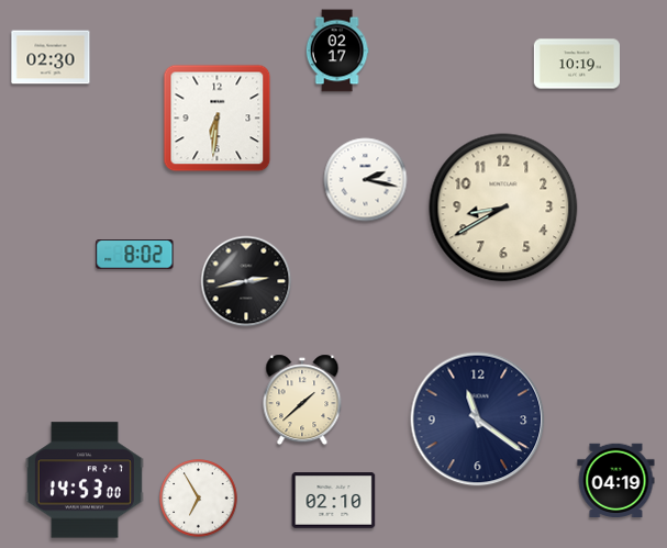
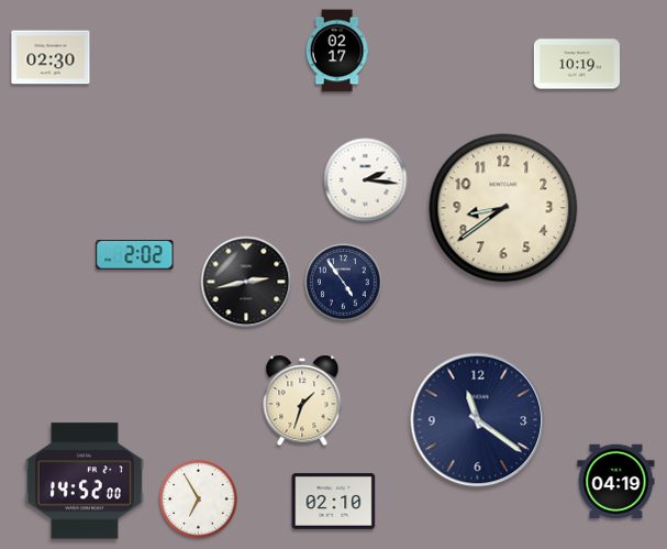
clock at (218, 119): 6:31 -> none
clock at (366, 180): 2:17 -> 2:16
clock at (503, 208): 8:40 -> 8:39
clock at (135, 255): 8:02 -> 2:02
clock at (344, 283): none -> 4:54
clock at (302, 400): 1:38 -> 1:33
clock at (85, 480): 14:53 -> 14:52
